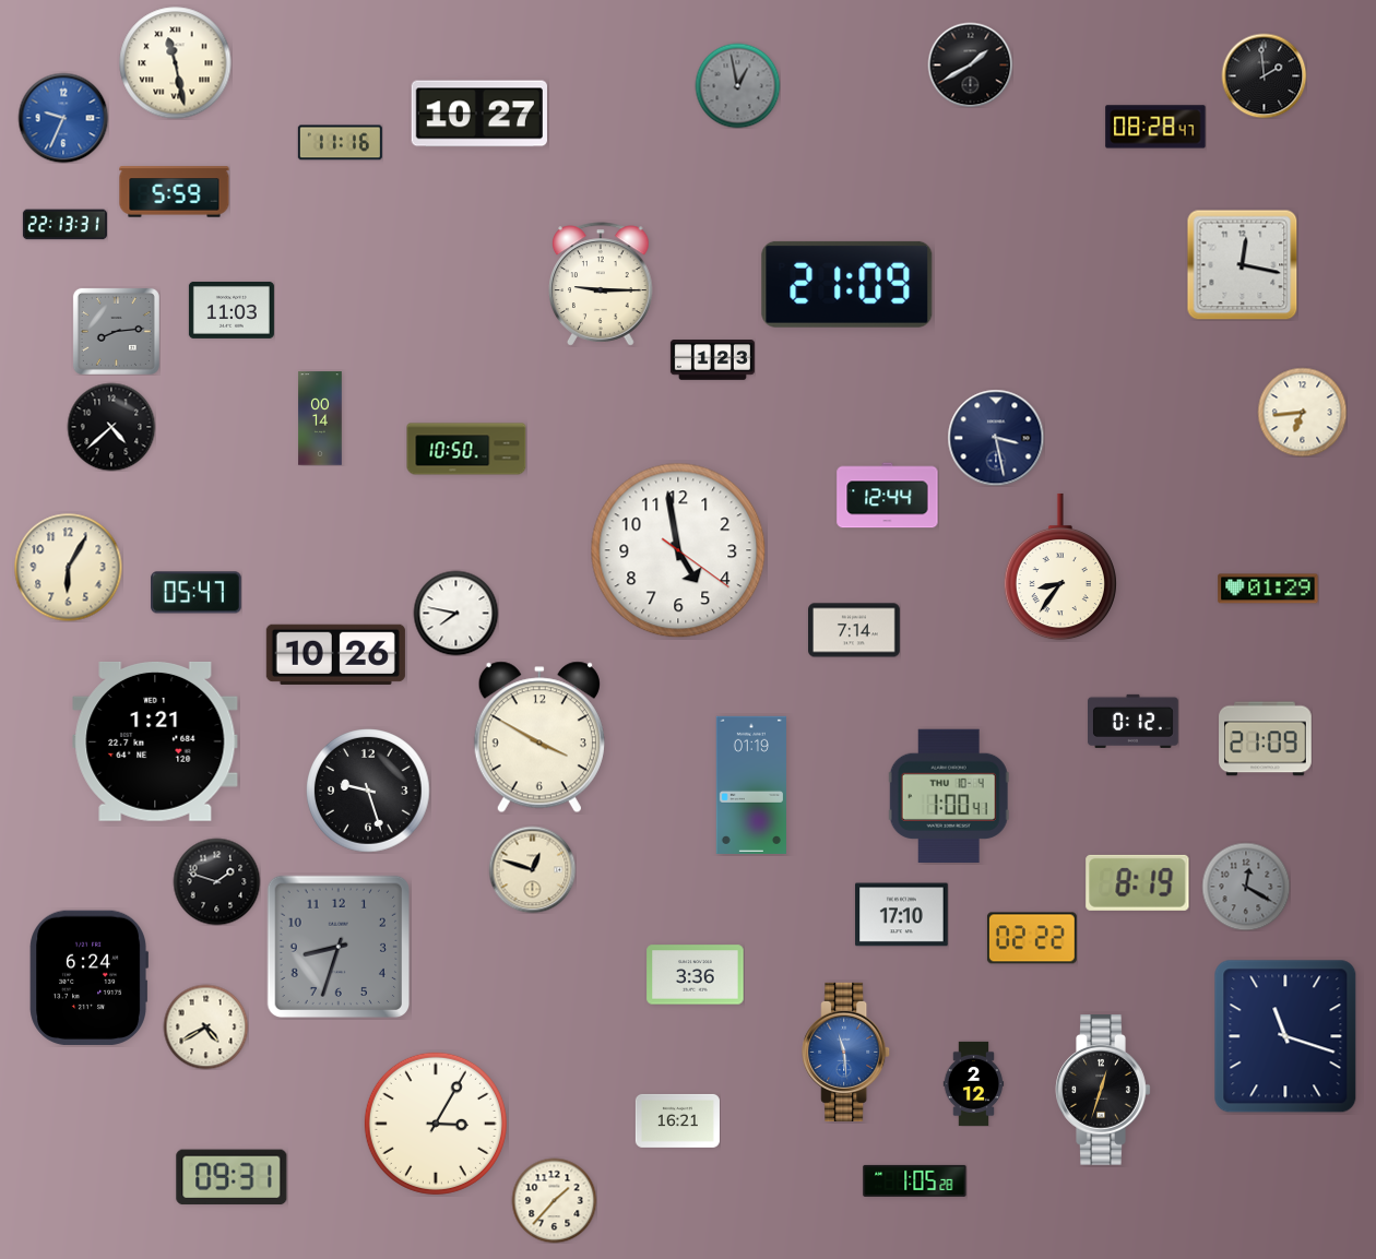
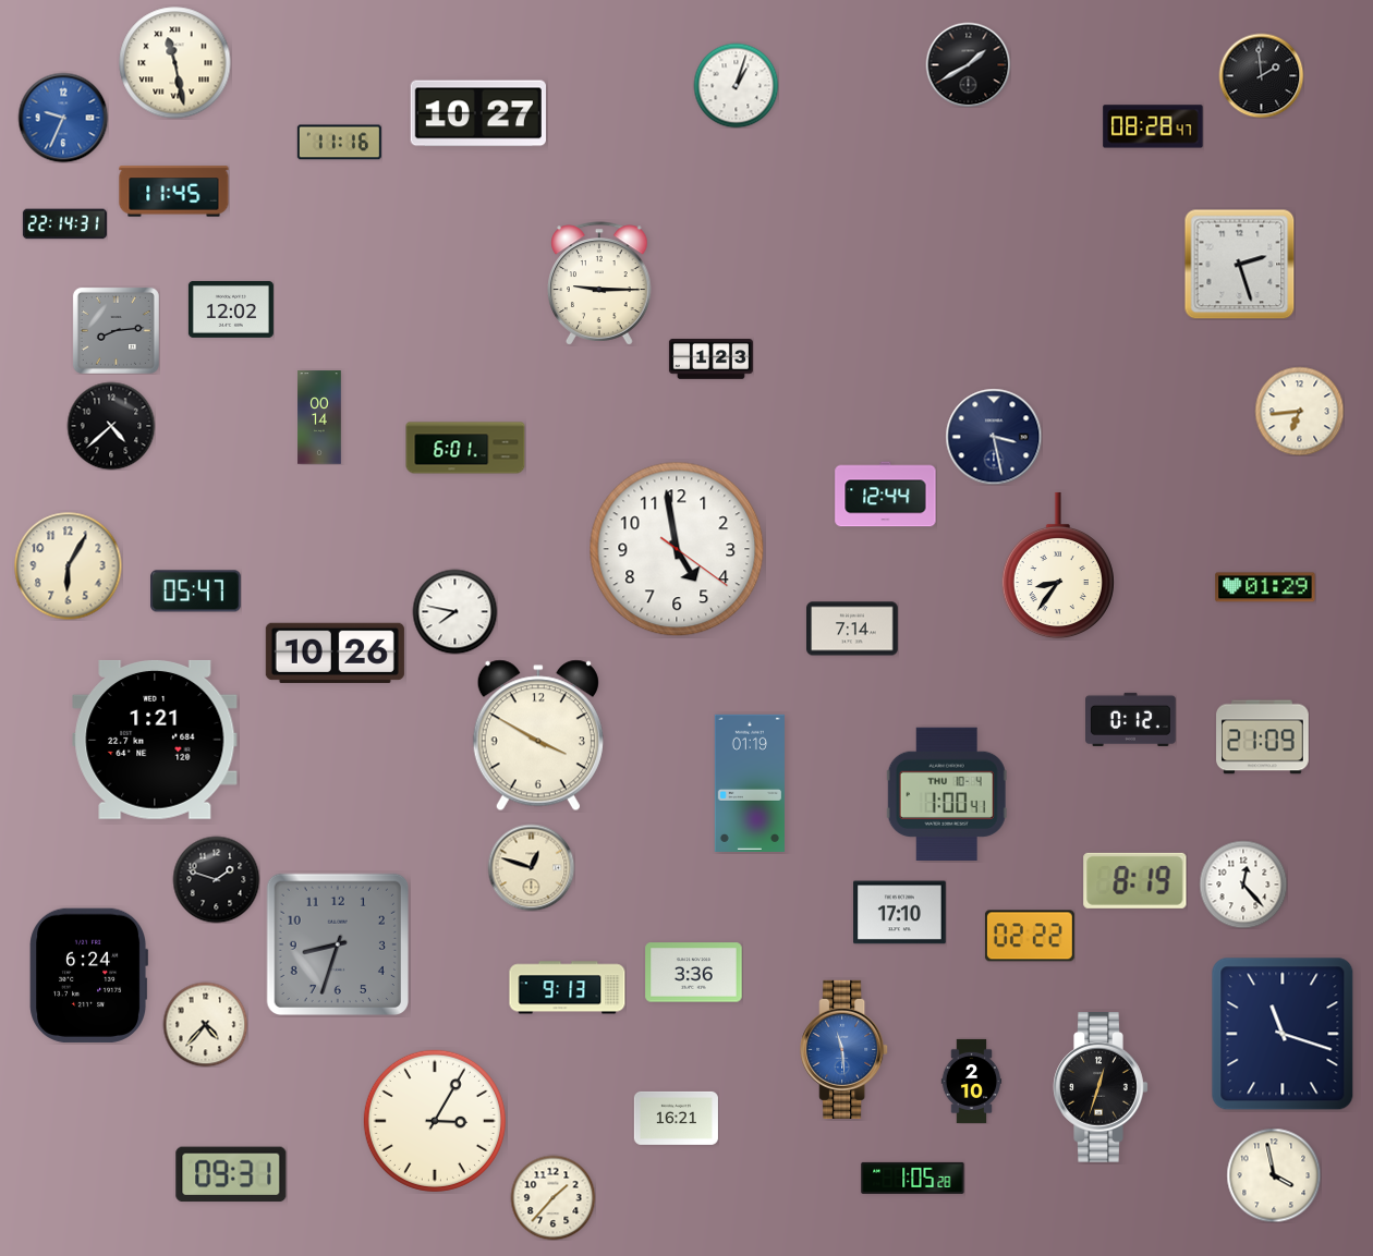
clock at (737, 85): 12:58 -> 1:03
clock at (737, 85) dial: grey -> white
clock at (175, 192): 5:59 -> 11:45
clock at (64, 225): 22:13 -> 22:14
clock at (1242, 264): 12:17 -> 2:27
clock at (847, 284): 21:09 -> none
clock at (232, 310): 11:03 -> 12:02
clock at (466, 449): 10:50 -> 6:01
clock at (368, 791): 9:27 -> none
clock at (1246, 887): 12:20 -> 12:23
clock at (1246, 887) dial: grey -> white
clock at (568, 988): none -> 9:13
clock at (205, 1026): 4:40 -> 4:37
clock at (974, 1083): 2:12 -> 2:10
clock at (1274, 1175): none -> 3:58
